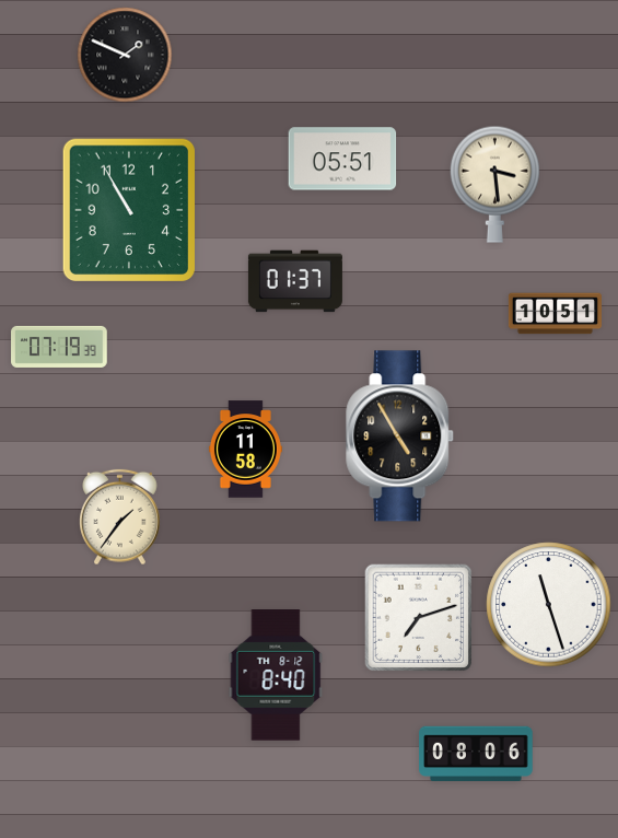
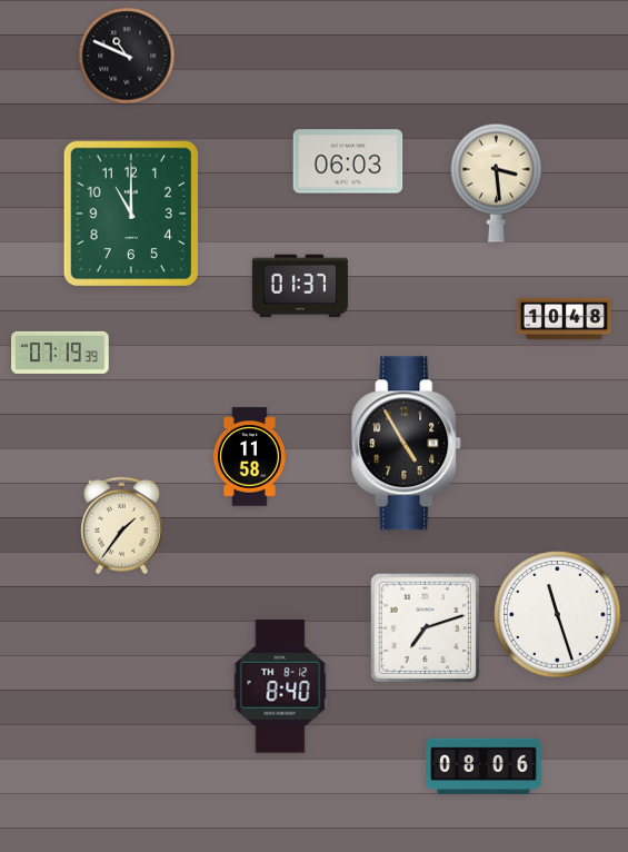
clock at (125, 55): 1:49 -> 10:49
clock at (342, 159): 05:51 -> 06:03
clock at (494, 184) position: (494, 184) -> (496, 182)
clock at (128, 209): 10:55 -> 11:00
clock at (555, 314): 10:51 -> 10:48
